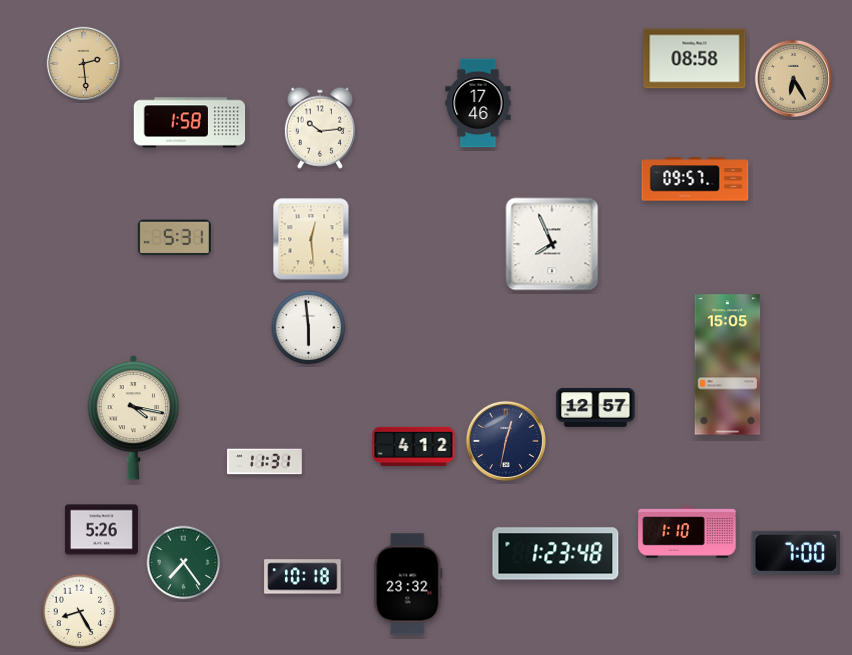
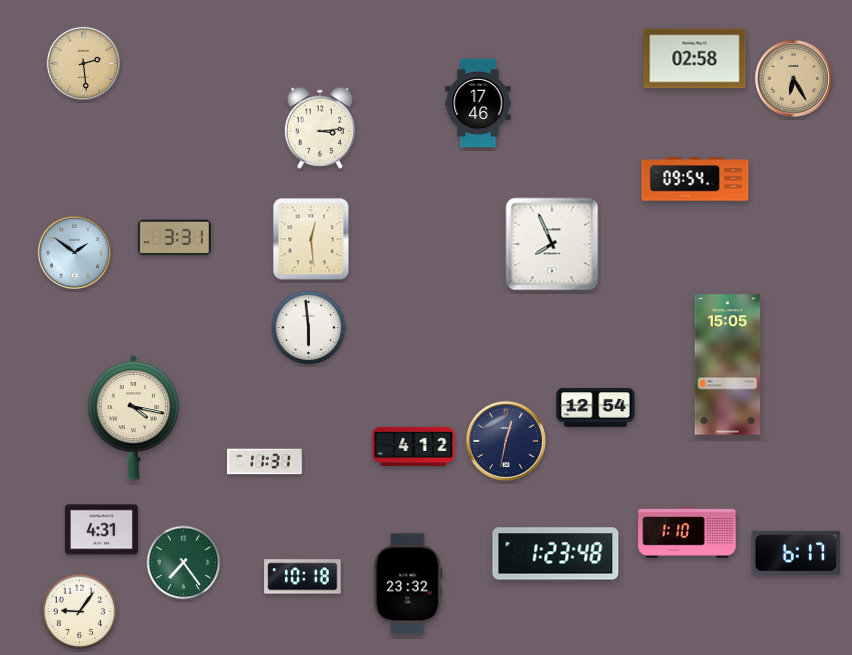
clock at (695, 59): 08:58 -> 02:58
clock at (190, 123): 1:58 -> none
clock at (319, 128): 10:14 -> 3:14
clock at (695, 179): 09:57 -> 09:54
clock at (174, 238): 5:31 -> 3:31
clock at (74, 252): none -> 1:51
clock at (596, 407): 12:57 -> 12:54
clock at (101, 530): 5:26 -> 4:31
clock at (796, 553): 7:00 -> 6:17
clock at (80, 612): 8:25 -> 9:06
